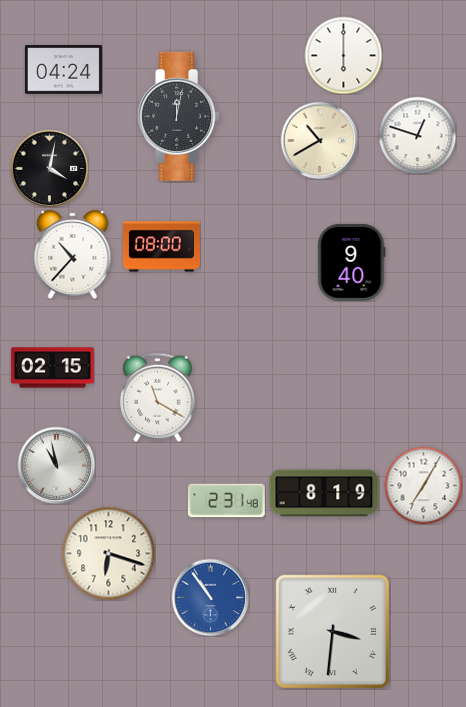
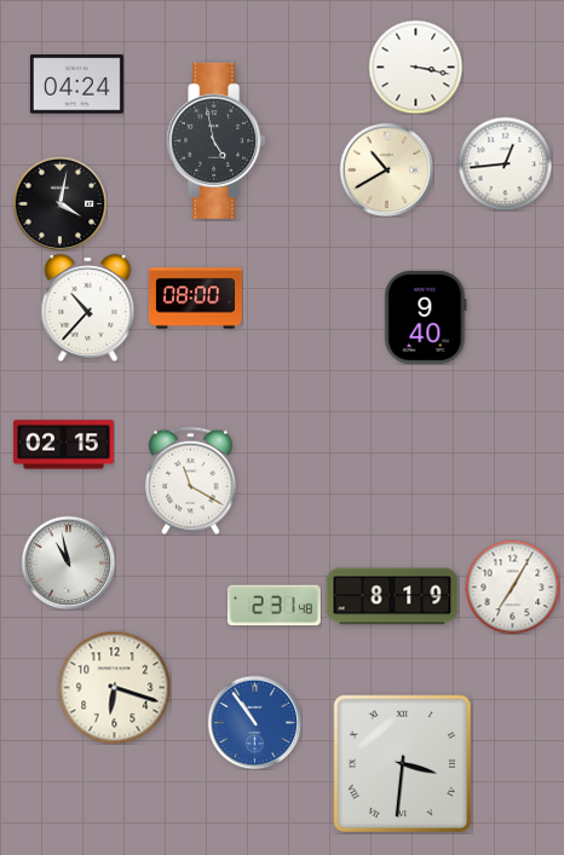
clock at (343, 55): 6:00 -> 3:17
clock at (179, 116): 12:02 -> 4:58
clock at (417, 135): 12:48 -> 12:44
clock at (108, 553) position: (108, 553) -> (114, 687)
